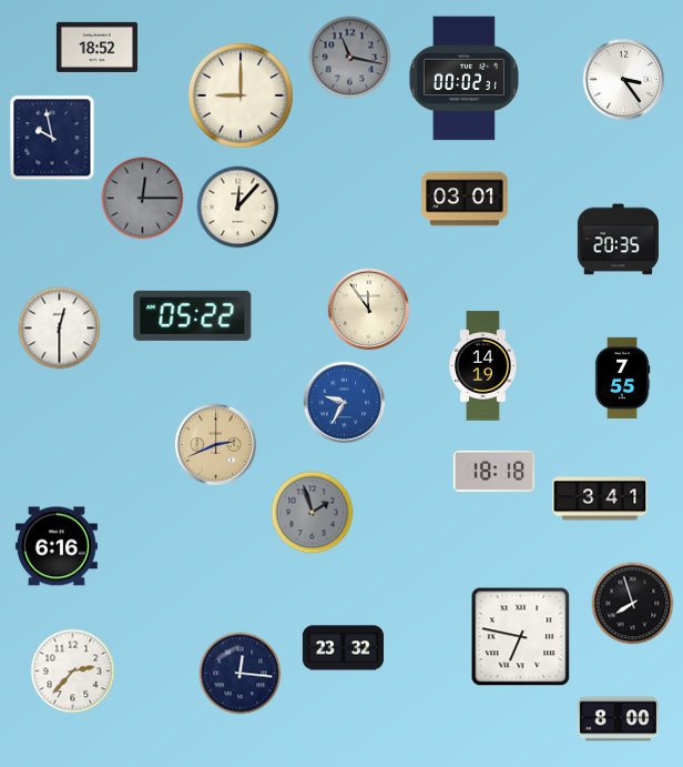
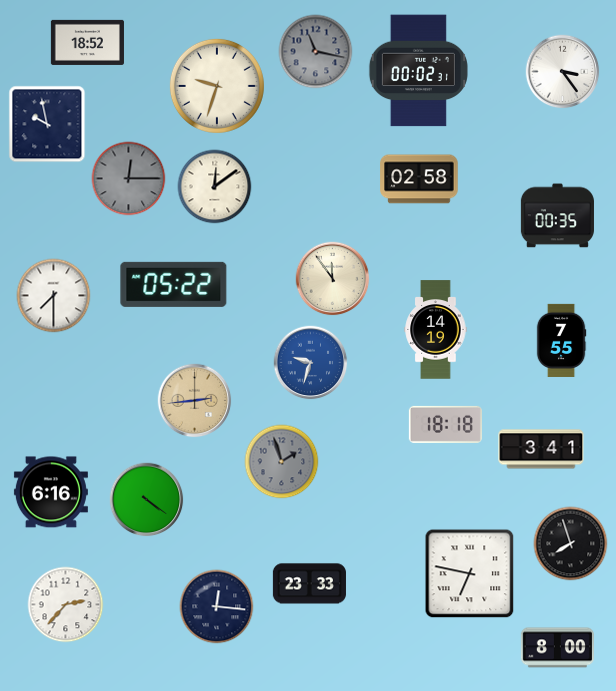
clock at (241, 95): 9:00 -> 9:33
clock at (465, 199): 03:01 -> 02:58
clock at (238, 208): 12:07 -> 12:09
clock at (618, 240): 20:35 -> 00:35
clock at (60, 329): 12:30 -> 7:30
clock at (345, 403): 9:35 -> 9:33
clock at (216, 445): 2:41 -> 2:44
clock at (147, 500): none -> 4:21
clock at (343, 648): 23:32 -> 23:33
